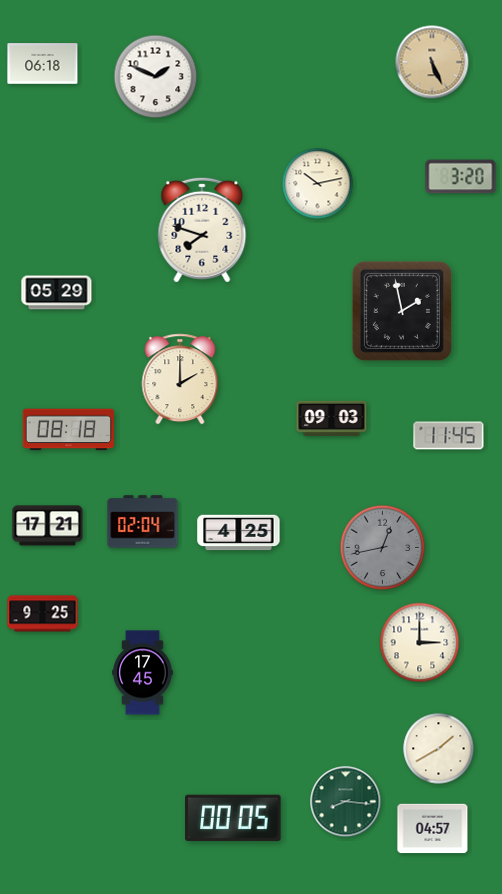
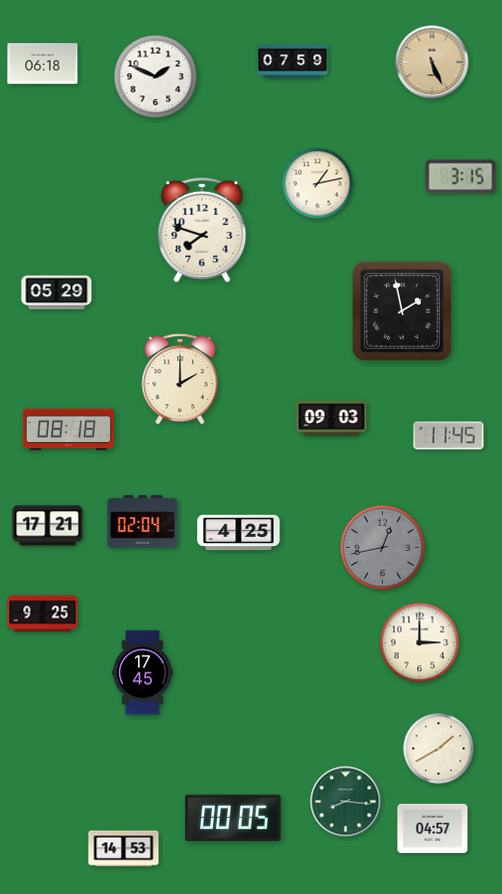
clock at (293, 62): none -> 07:59
clock at (461, 177): 3:20 -> 3:15
clock at (318, 184): 10:13 -> 1:13
clock at (124, 849): none -> 14:53
